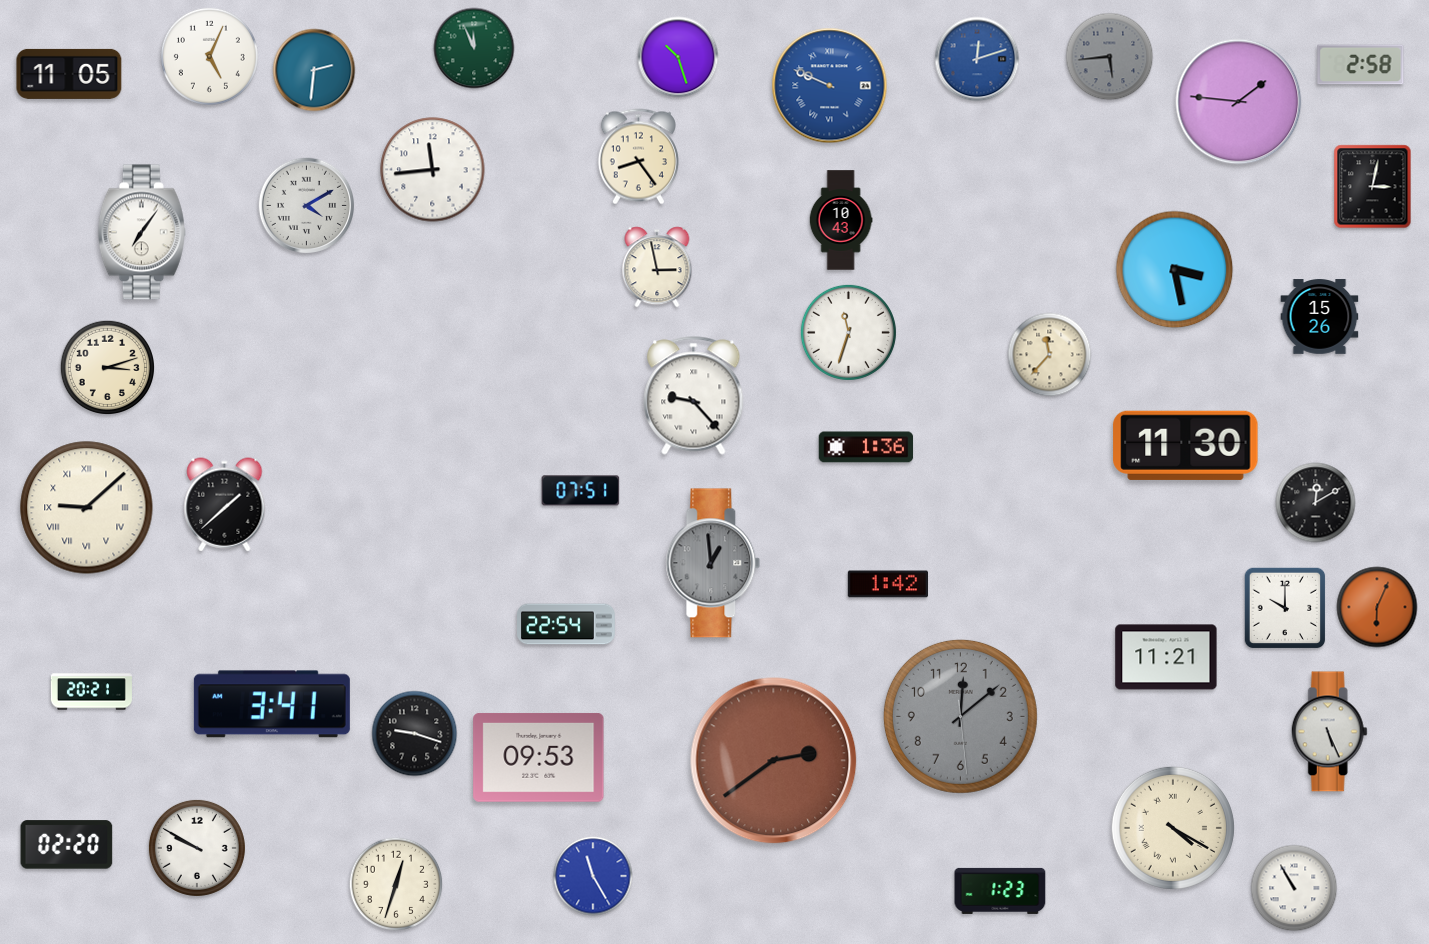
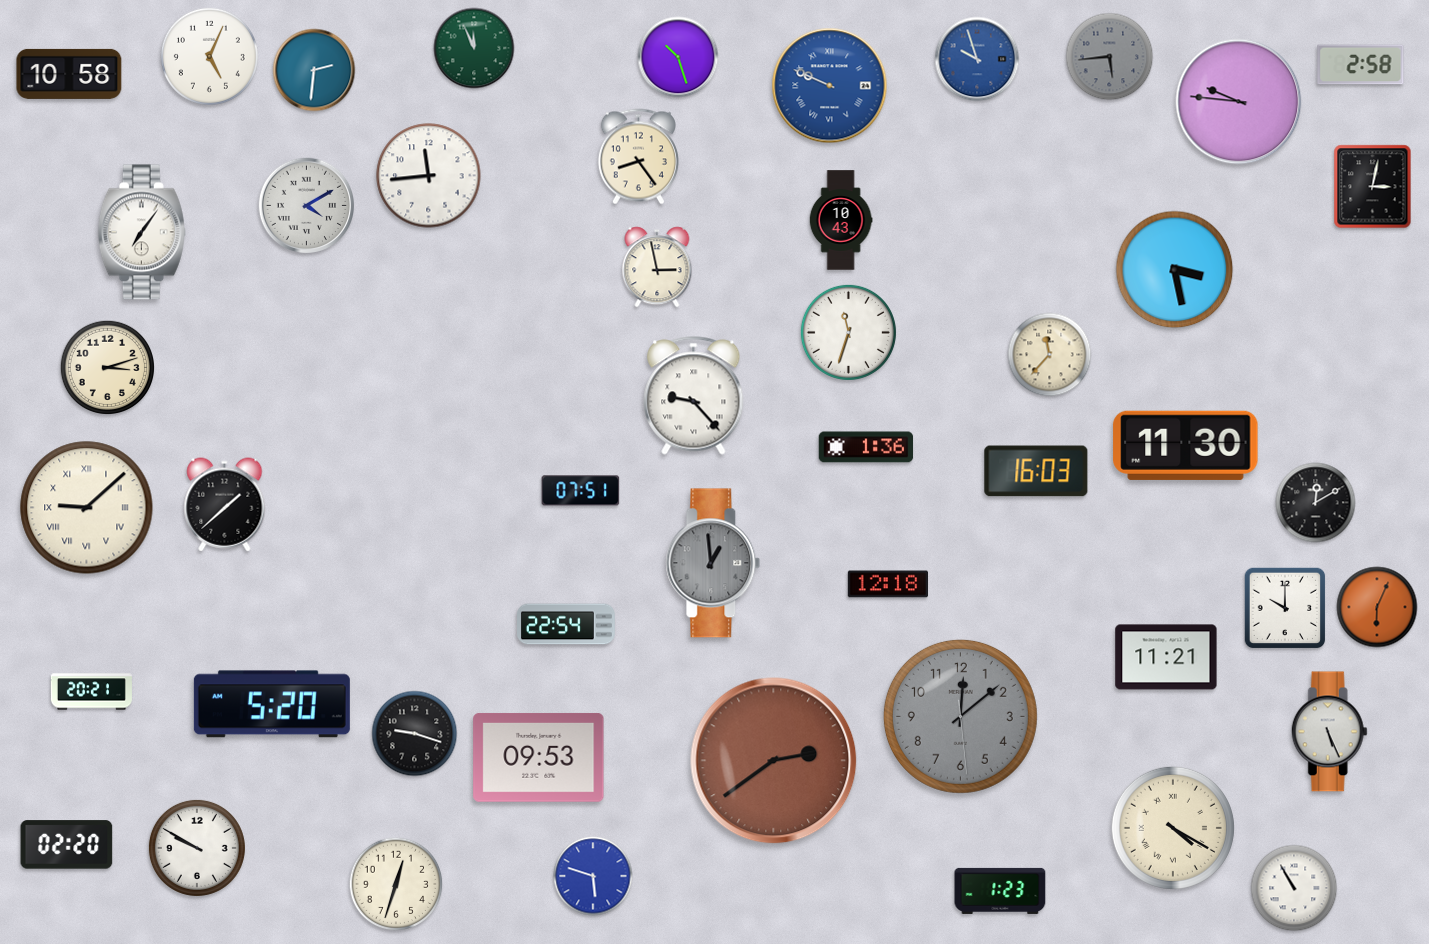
clock at (977, 59): 12:12 -> 9:57
clock at (69, 74): 11:05 -> 10:58
clock at (1239, 102): 1:46 -> 9:46
clock at (433, 170) position: (433, 170) -> (429, 176)
clock at (1320, 317): 15:26 -> none
clock at (1036, 471): none -> 16:03
clock at (887, 584): 1:42 -> 12:18
clock at (272, 704): 3:41 -> 5:20
clock at (593, 876): 11:25 -> 5:48
